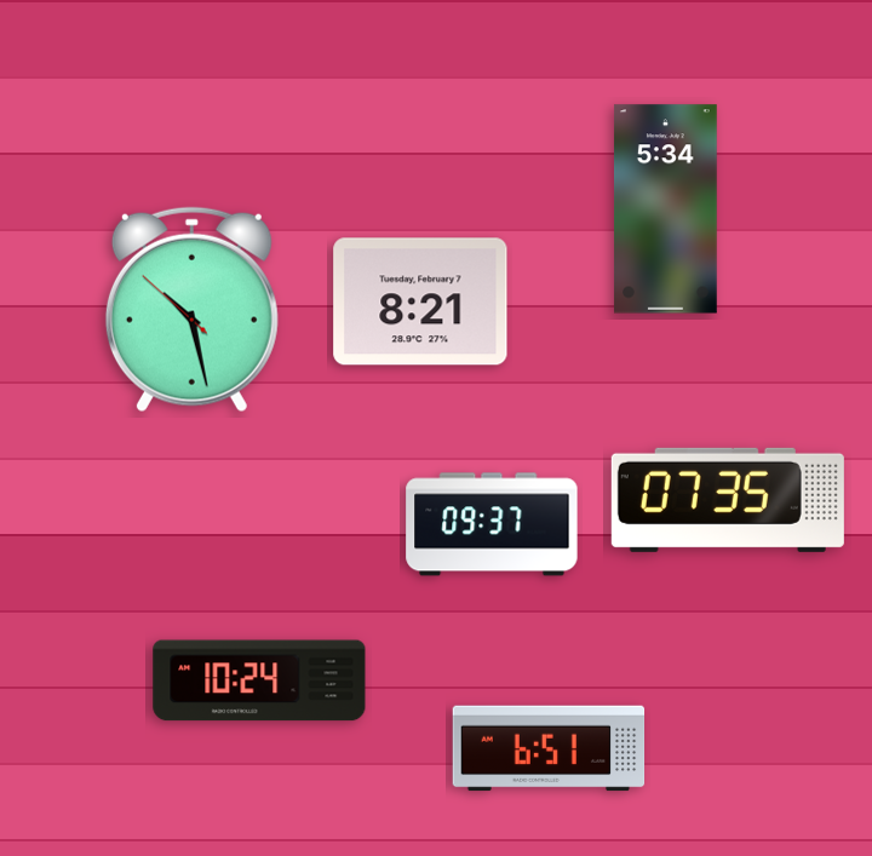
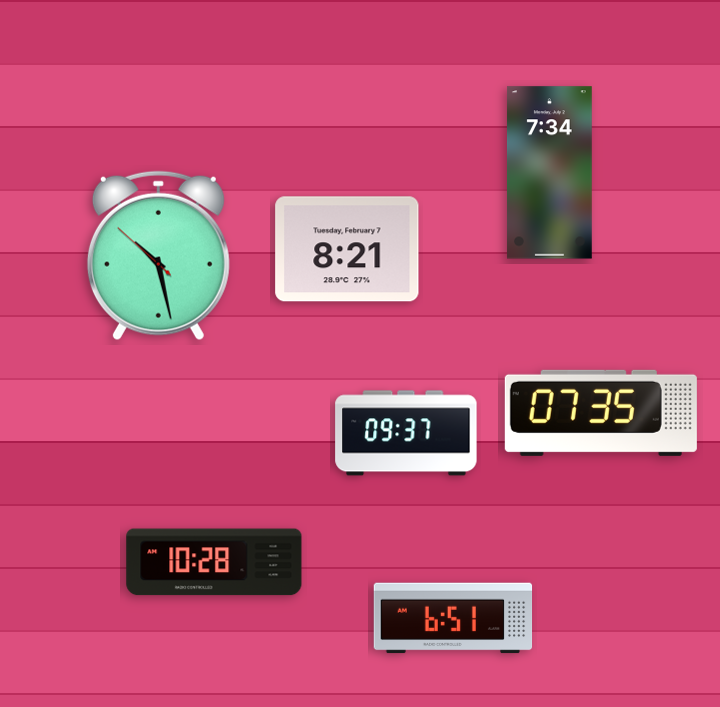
clock at (665, 209): 5:34 -> 7:34
clock at (259, 680): 10:24 -> 10:28
